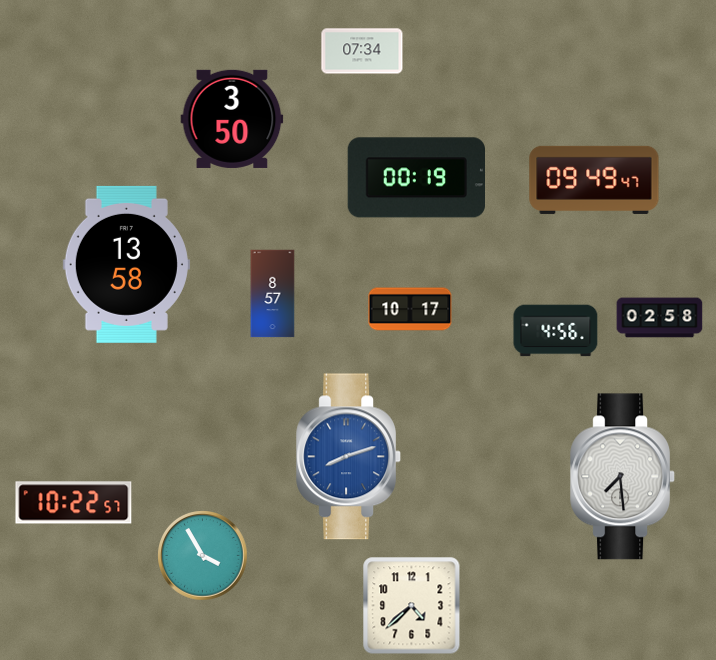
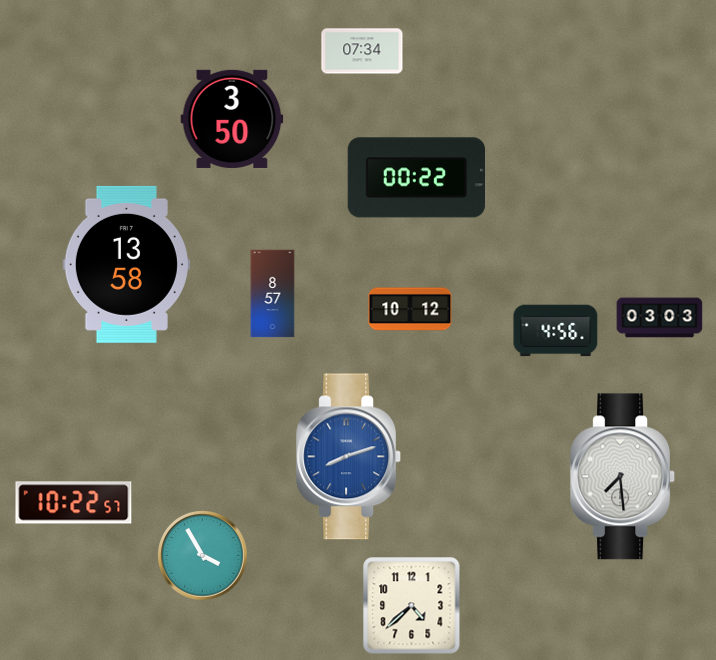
clock at (416, 178): 00:19 -> 00:22
clock at (594, 180): 09:49 -> none
clock at (410, 309): 10:17 -> 10:12
clock at (660, 318): 02:58 -> 03:03
